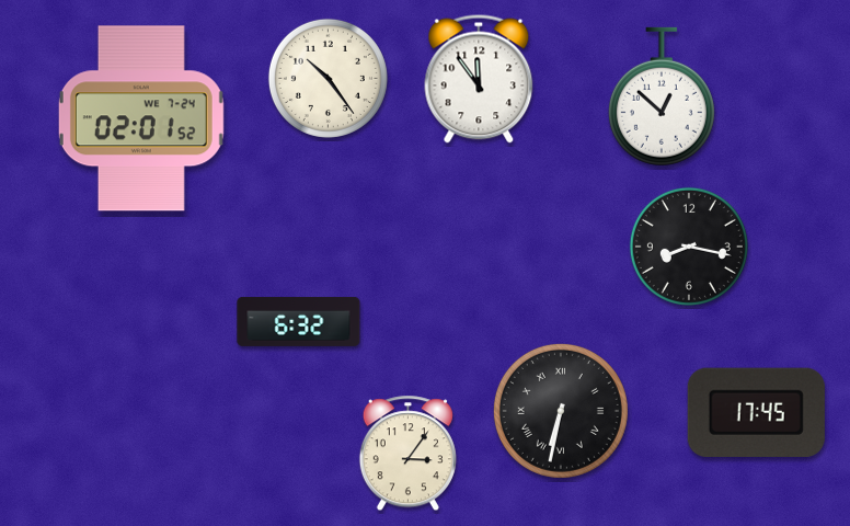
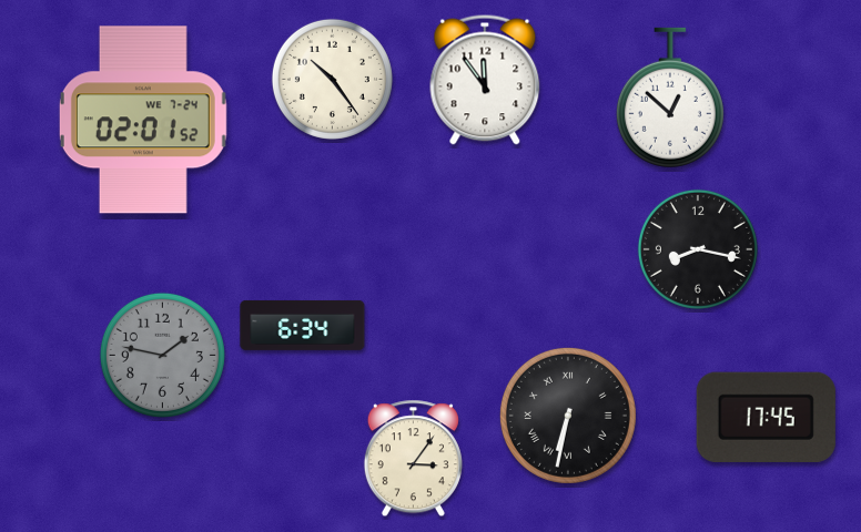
clock at (299, 321): 6:32 -> 6:34
clock at (162, 355): none -> 1:47
